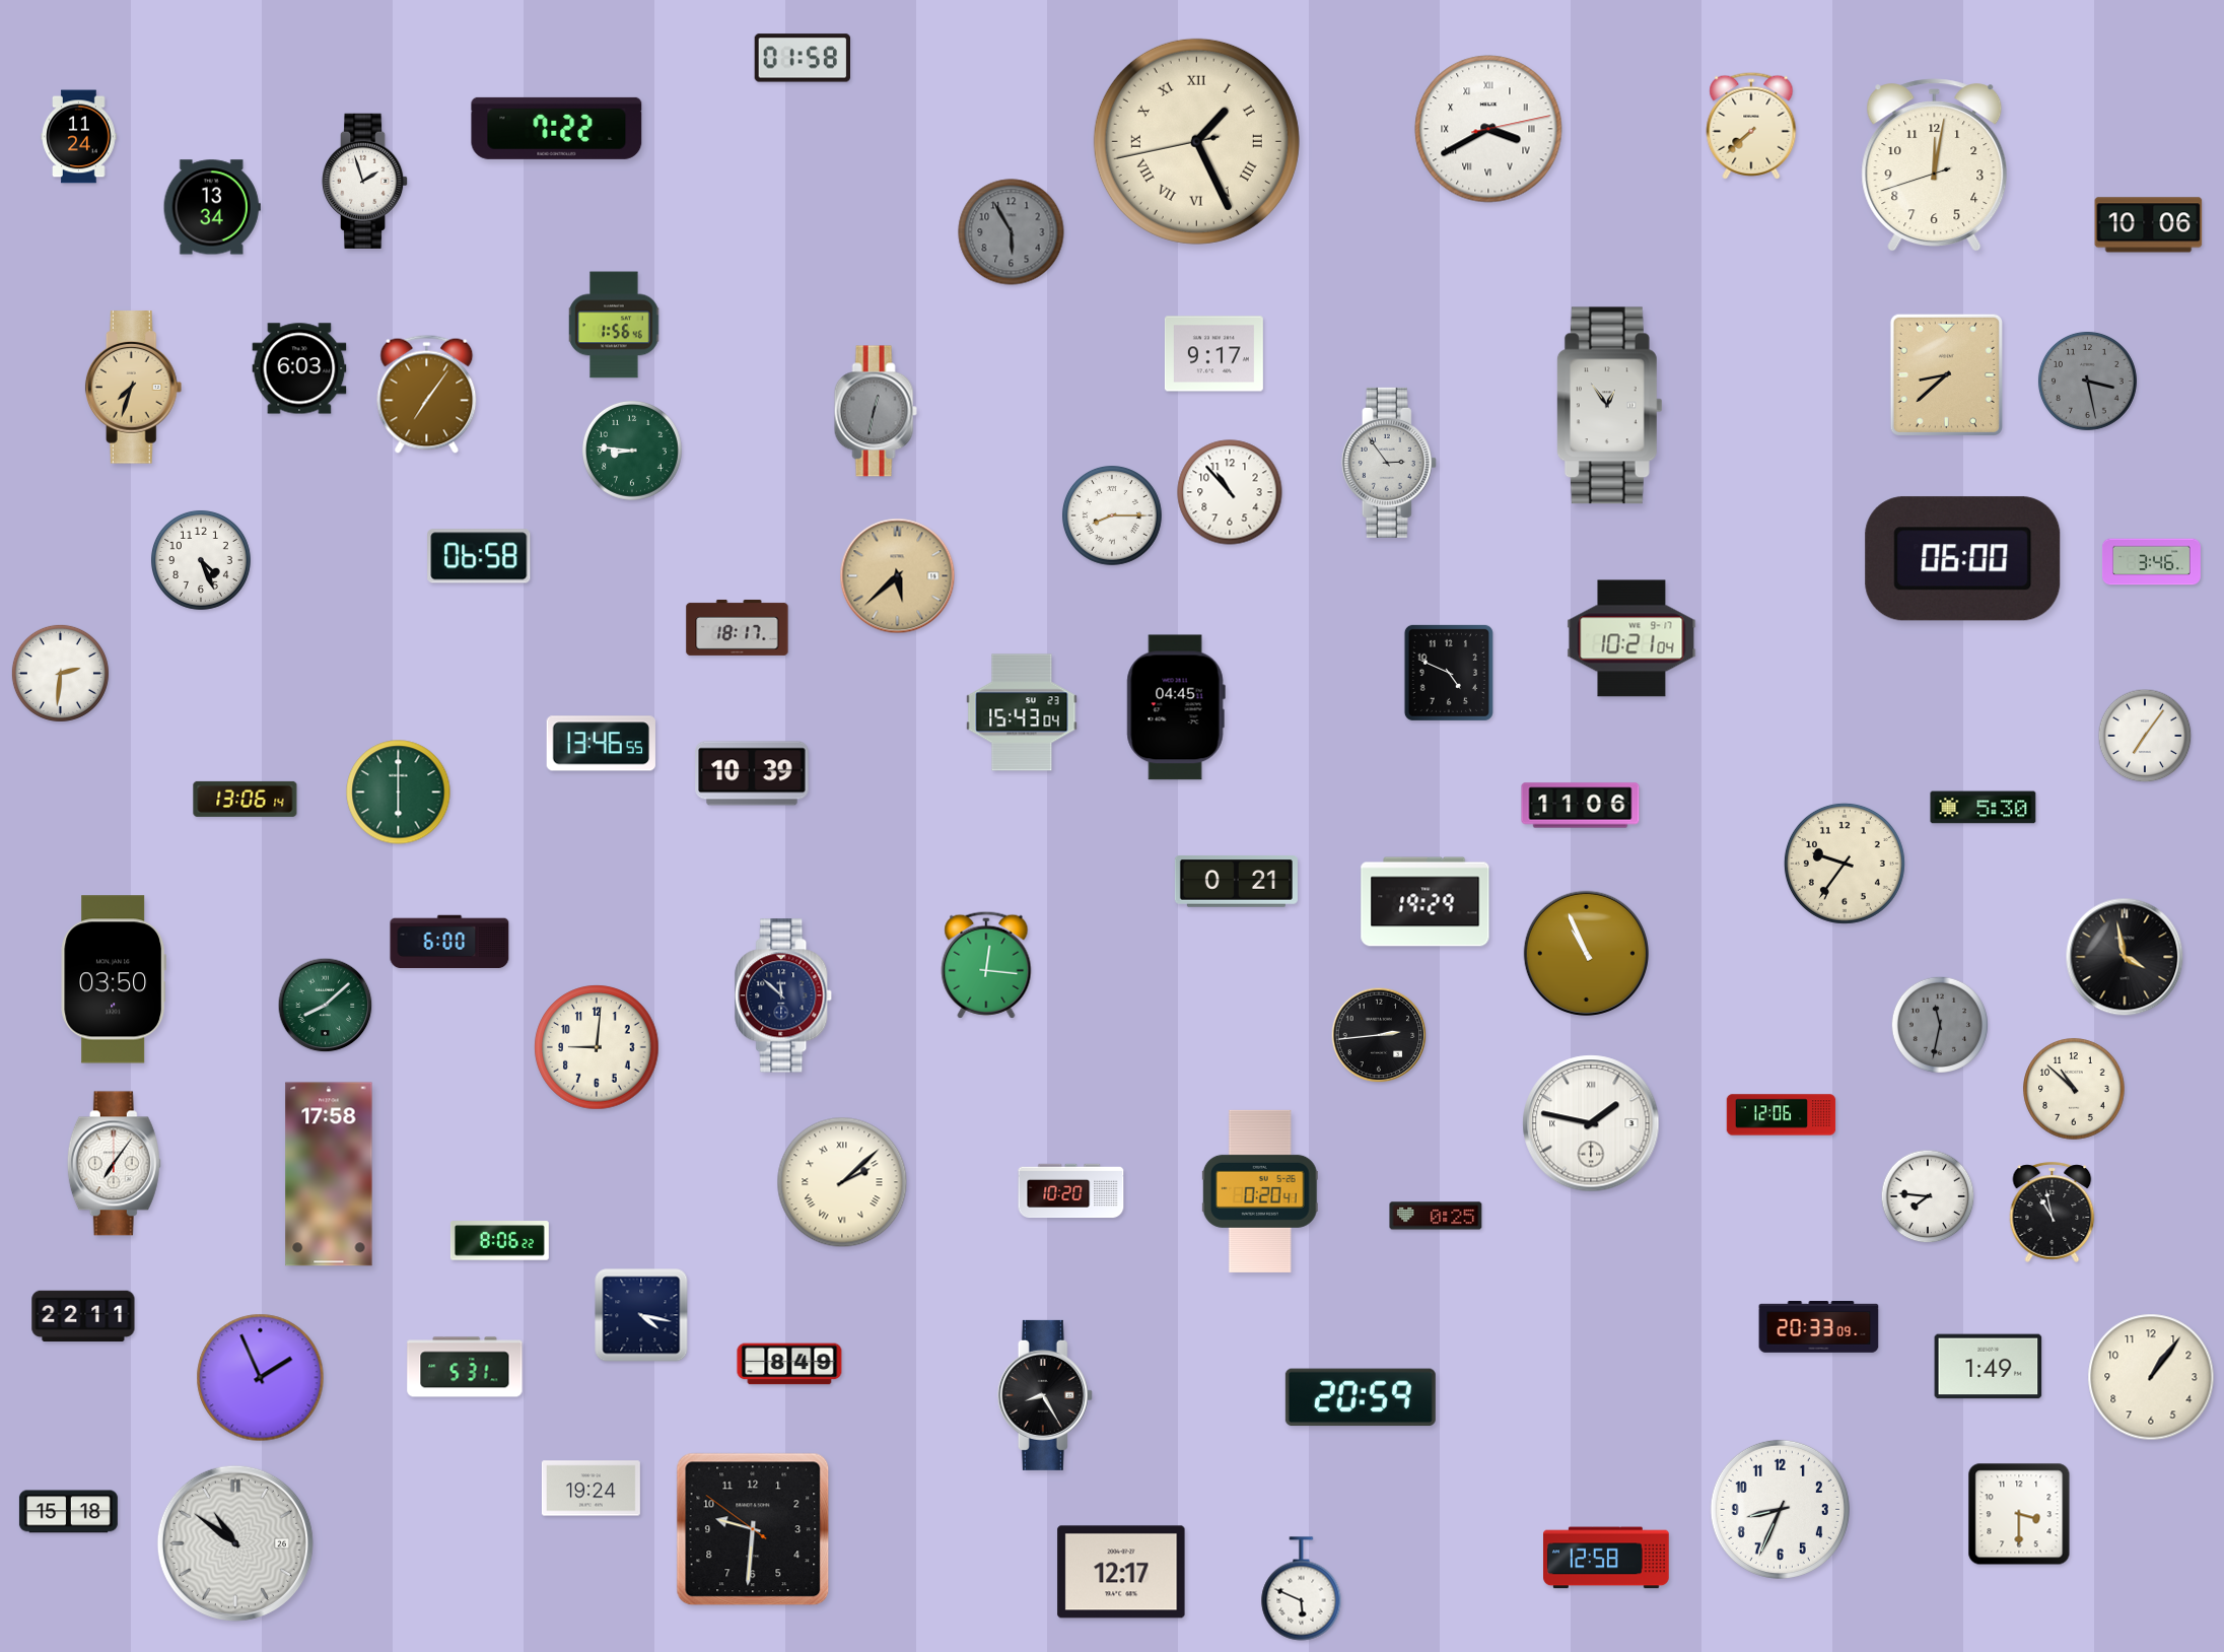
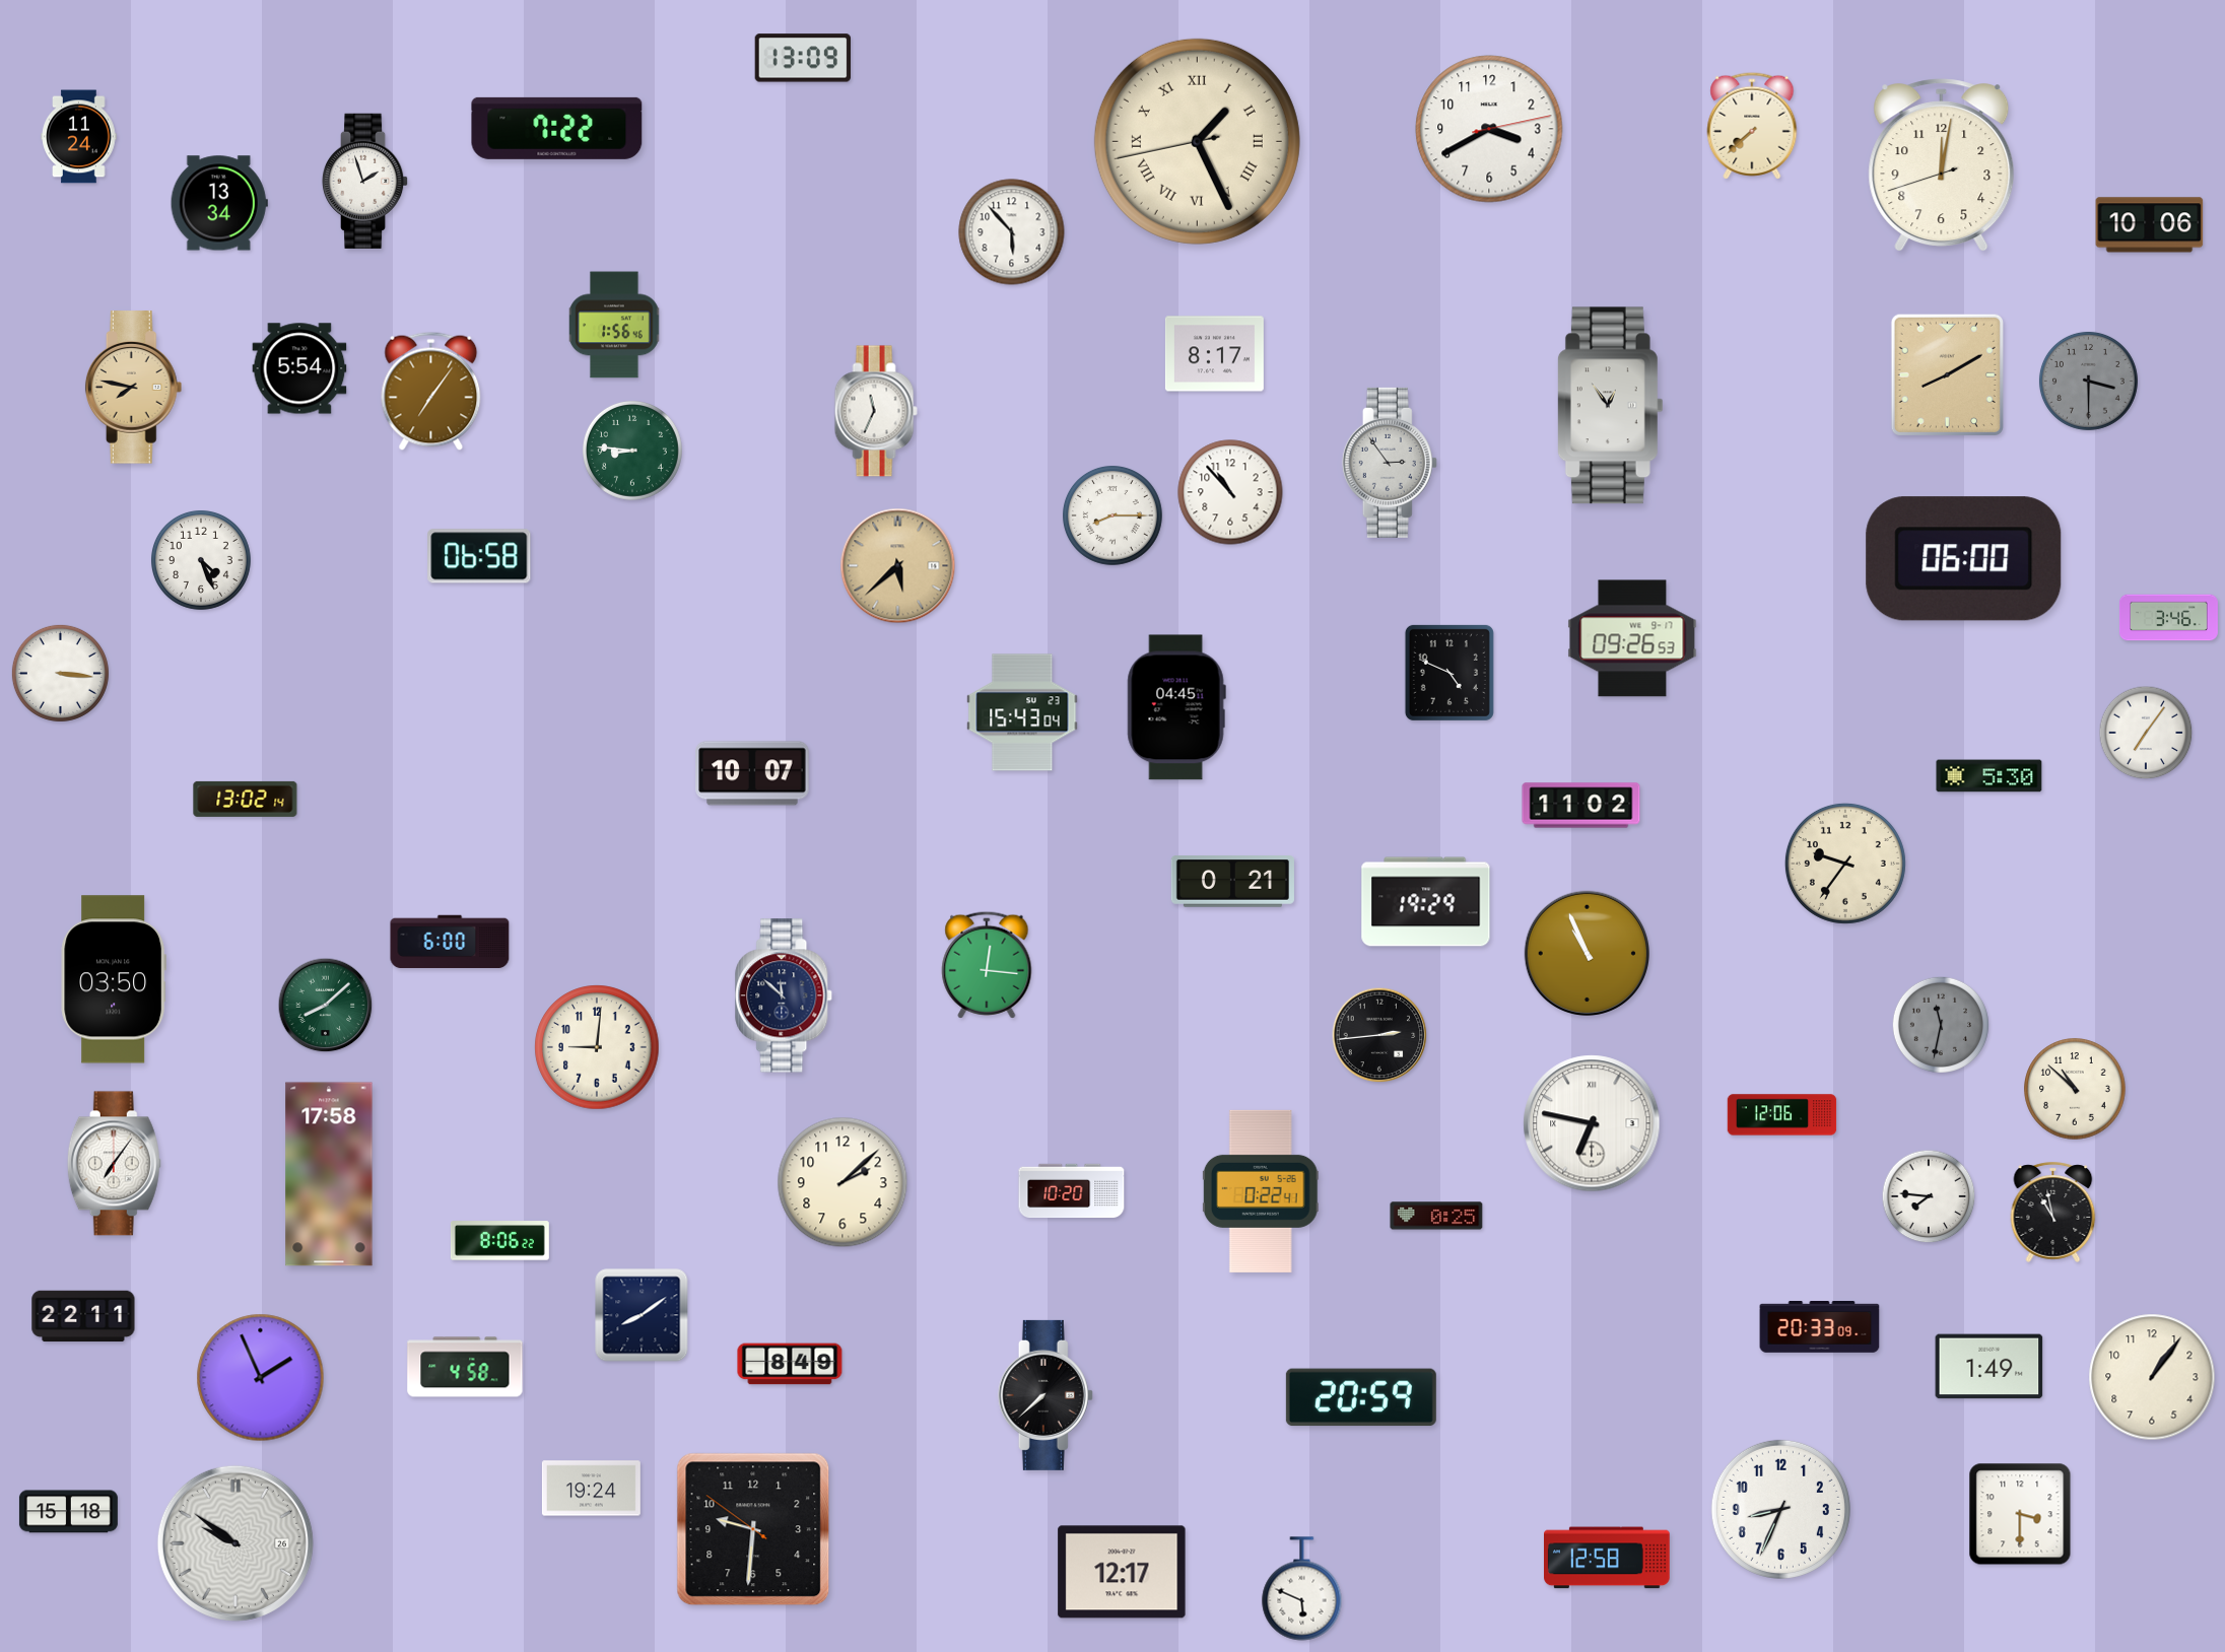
clock at (802, 58): 01:58 -> 13:09
clock at (1488, 129) numerals: Roman -> Arabic
clock at (1935, 165) position: (1935, 165) -> (1942, 165)
clock at (212, 207) position: (212, 207) -> (219, 203)
clock at (1012, 232): 5:55 -> 5:53
clock at (1012, 232) dial: grey -> white
clock at (1213, 354): 9:17 -> 8:17
clock at (299, 368): 6:03 -> 5:54
clock at (1946, 374): 8:38 -> 8:10
clock at (2087, 381): 3:28 -> 3:30
clock at (134, 388): 7:33 -> 7:47
clock at (427, 394) position: (427, 394) -> (431, 391)
clock at (876, 411): 12:32 -> 11:34
clock at (876, 411) dial: grey -> white
clock at (2151, 562) position: (2151, 562) -> (2168, 618)
clock at (898, 576) position: (898, 576) -> (898, 566)
clock at (738, 627): 18:17 -> none
clock at (1631, 638): 10:21 -> 09:26
clock at (60, 673): 2:31 -> 3:16
clock at (2145, 736) position: (2145, 736) -> (2146, 733)
clock at (601, 744): 13:46 -> none
clock at (752, 773): 10:39 -> 10:07
clock at (399, 793): 6:00 -> none
clock at (246, 799): 13:06 -> 13:02
clock at (1581, 806): 11:06 -> 11:02
clock at (1984, 808) position: (1984, 808) -> (1990, 776)
clock at (1236, 882) position: (1236, 882) -> (1232, 882)
clock at (2125, 957): 3:58 -> none
clock at (1591, 1123): 1:47 -> 6:47
clock at (842, 1182) numerals: Roman -> Arabic
clock at (1260, 1191): 0:20 -> 0:22
clock at (641, 1315): 4:17 -> 8:09
clock at (465, 1367): 5:31 -> 4:58
clock at (1045, 1395): 8:25 -> 7:38
clock at (235, 1543): 10:51 -> 9:51
